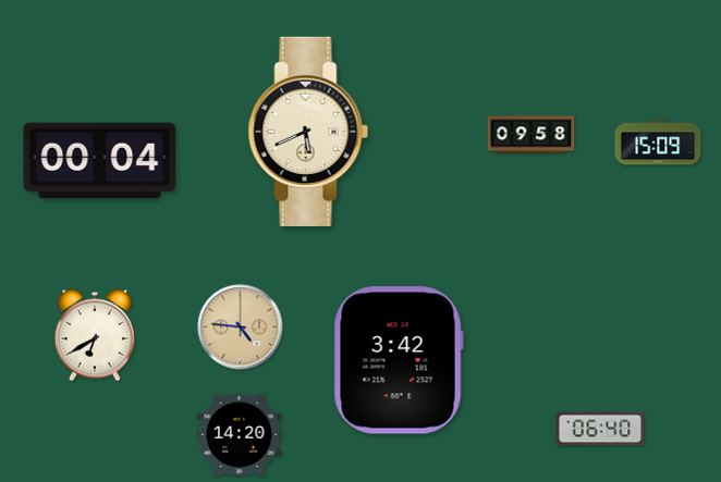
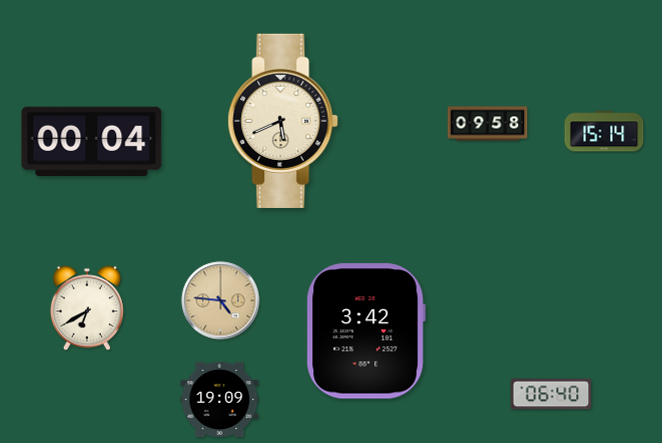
clock at (658, 143): 15:09 -> 15:14
clock at (100, 161) position: (100, 161) -> (92, 142)
clock at (240, 434): 14:20 -> 19:09
